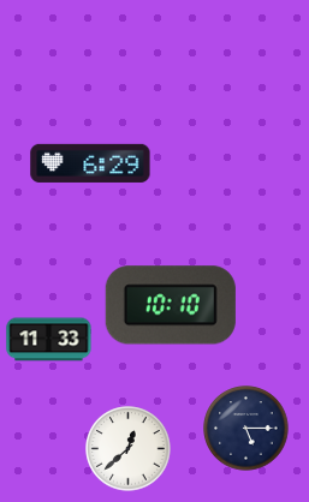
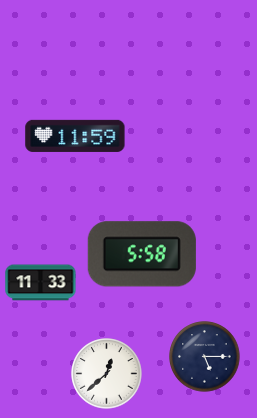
clock at (90, 163): 6:29 -> 11:59
clock at (171, 305): 10:10 -> 5:58
